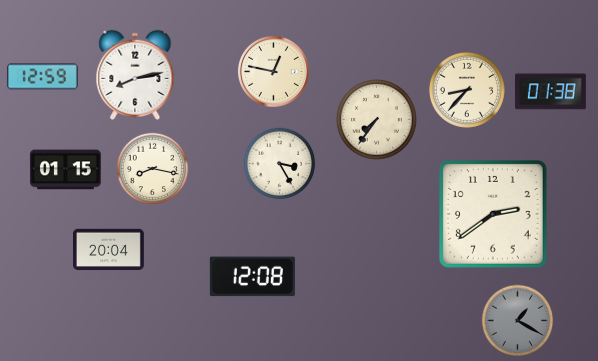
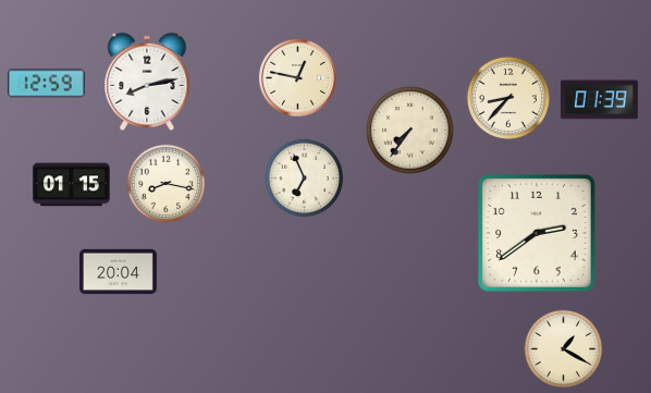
clock at (550, 92): 01:38 -> 01:39
clock at (280, 164): 3:25 -> 6:56
clock at (252, 277): 12:08 -> none
clock at (518, 321) dial: grey -> cream
